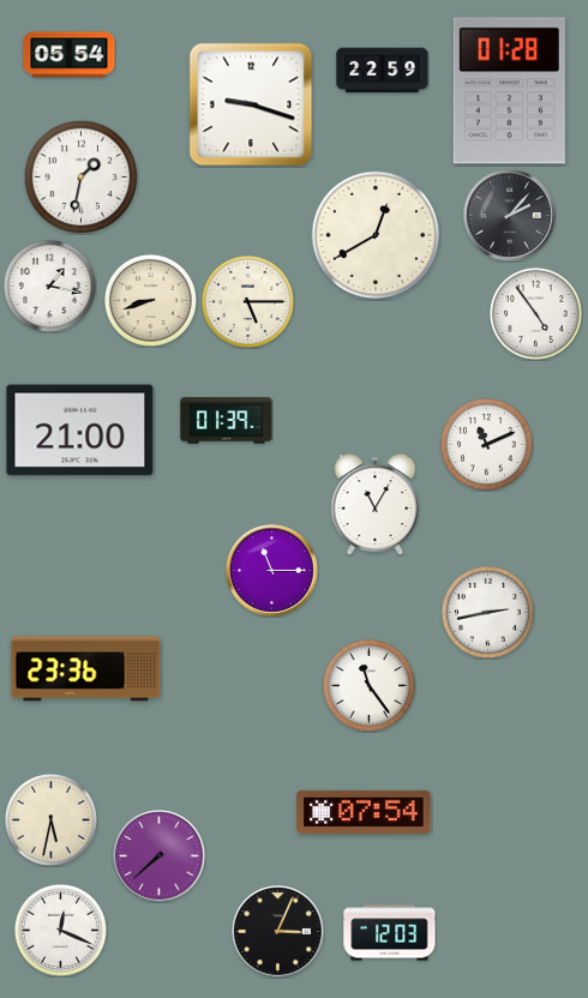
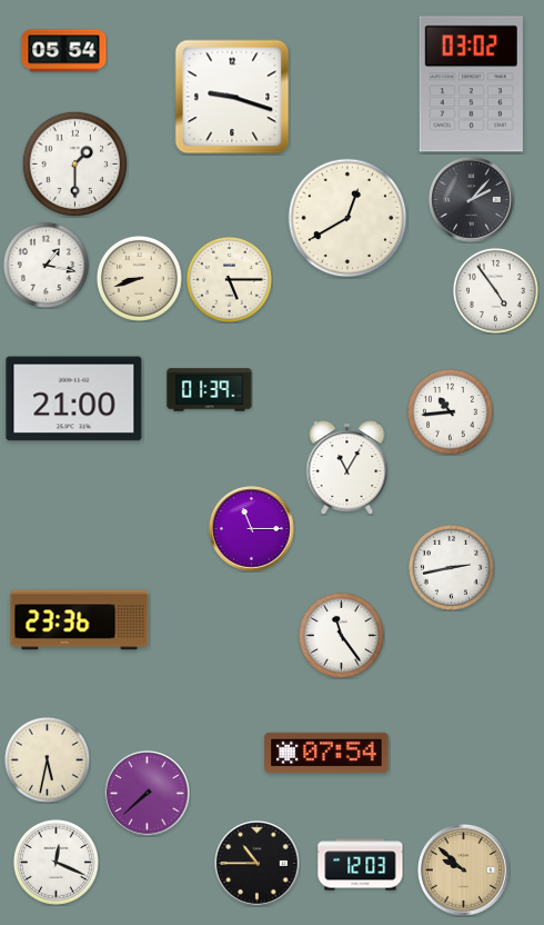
clock at (383, 71): 22:59 -> none
clock at (509, 91): 01:28 -> 03:02
clock at (80, 176): 1:32 -> 1:30
clock at (486, 444): 11:11 -> 10:44
clock at (364, 812) position: (364, 812) -> (326, 753)
clock at (278, 932): 3:04 -> 10:45
clock at (463, 869): none -> 9:52
